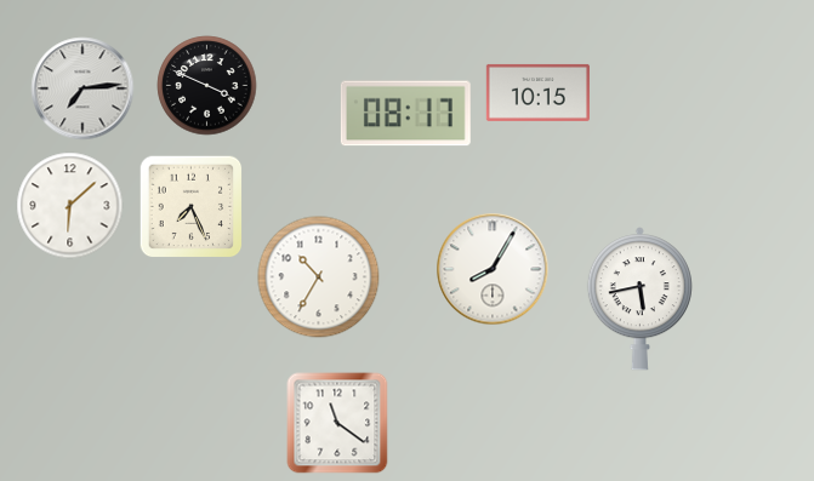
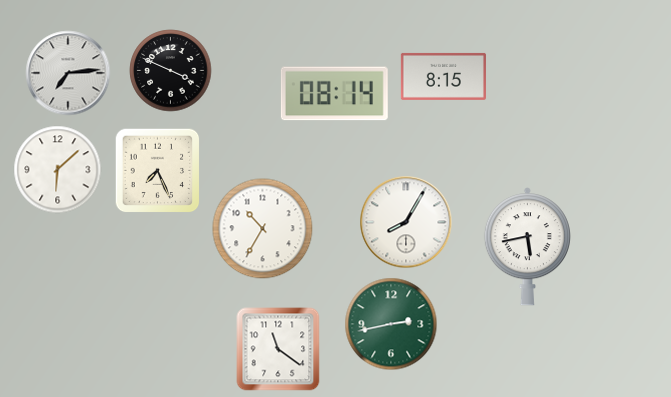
clock at (537, 92): 10:15 -> 8:15
clock at (405, 114): 08:17 -> 08:14
clock at (391, 324): none -> 2:43
